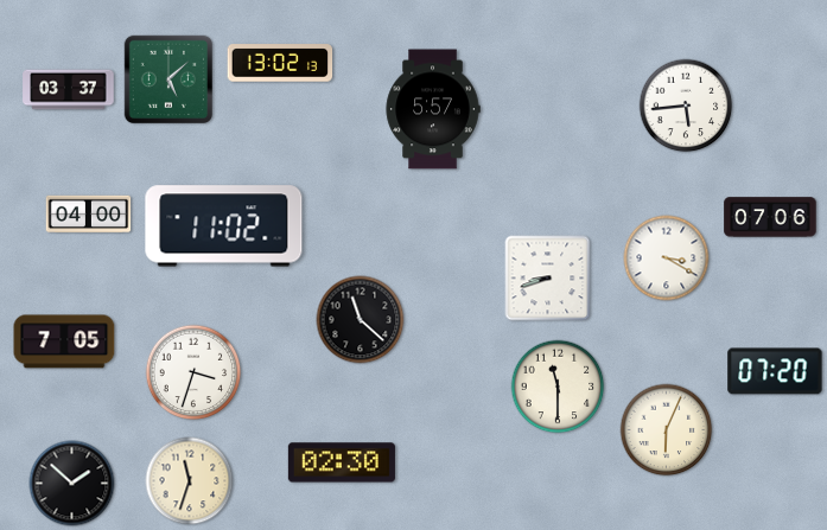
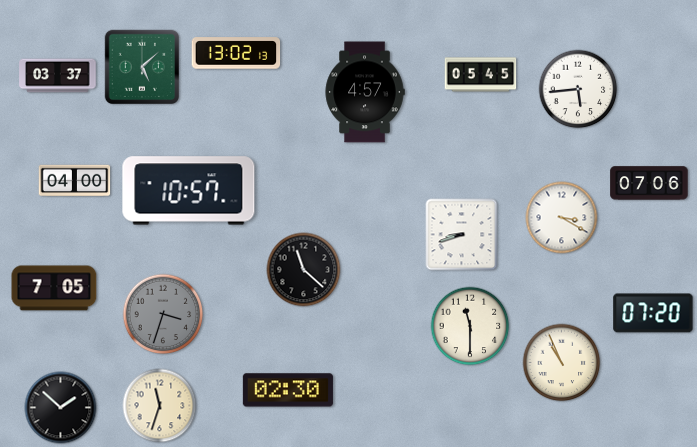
clock at (481, 75): none -> 05:45
clock at (433, 109): 5:57 -> 4:57
clock at (224, 226): 11:02 -> 10:57
clock at (193, 372) dial: white -> grey
clock at (667, 430): 6:04 -> 10:56
